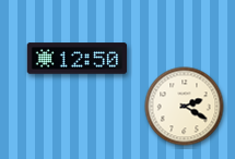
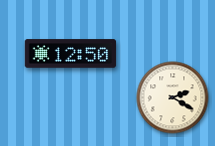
clock at (185, 107) position: (185, 107) -> (173, 98)
